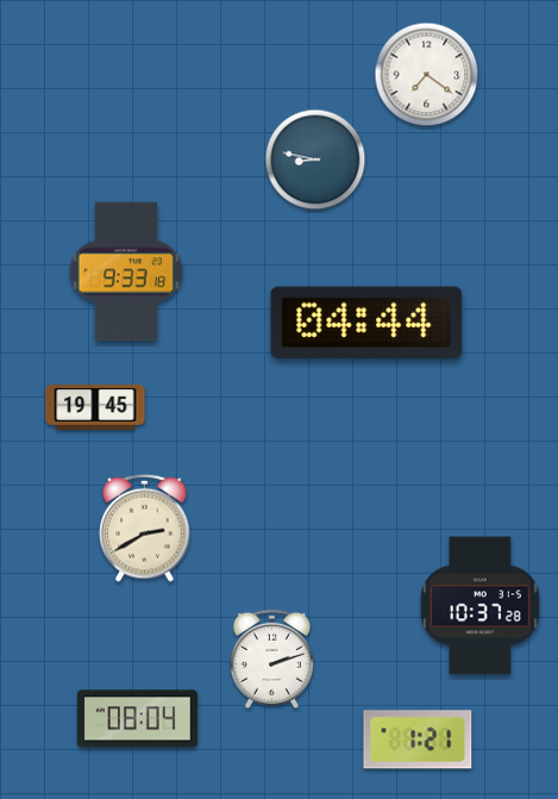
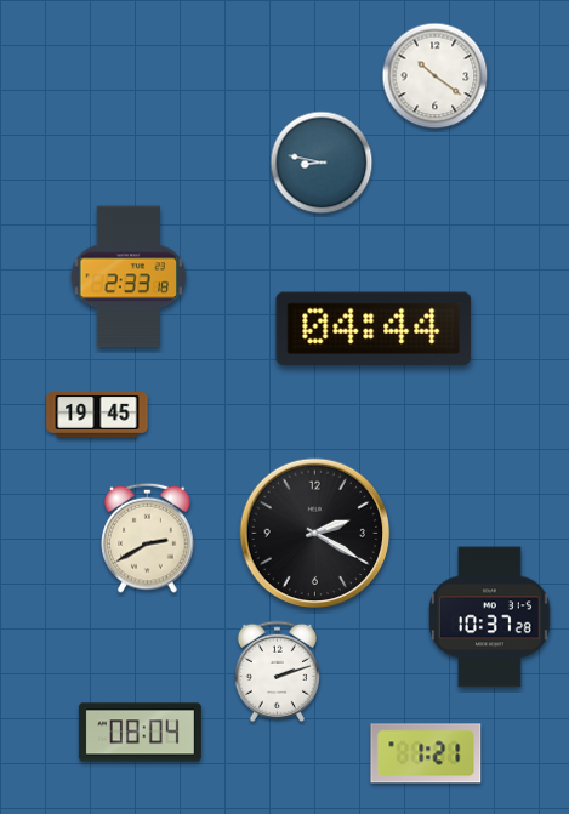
clock at (427, 75): 7:21 -> 10:21
clock at (126, 271): 9:33 -> 2:33
clock at (315, 534): none -> 2:20
